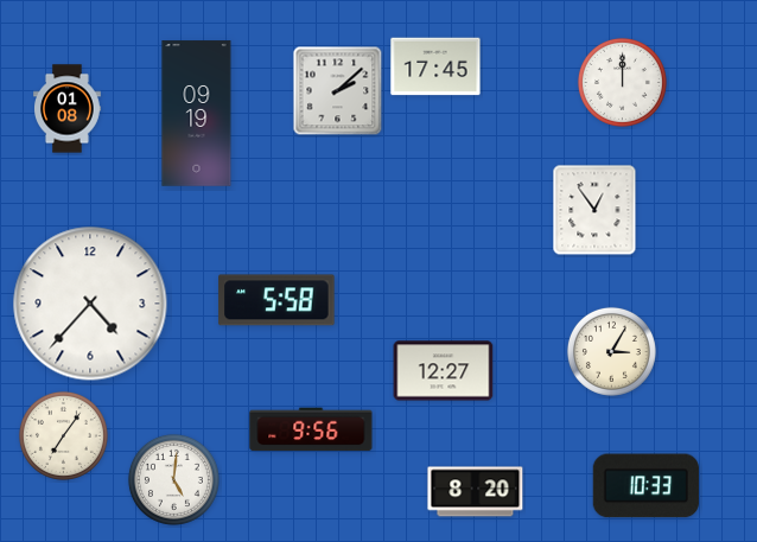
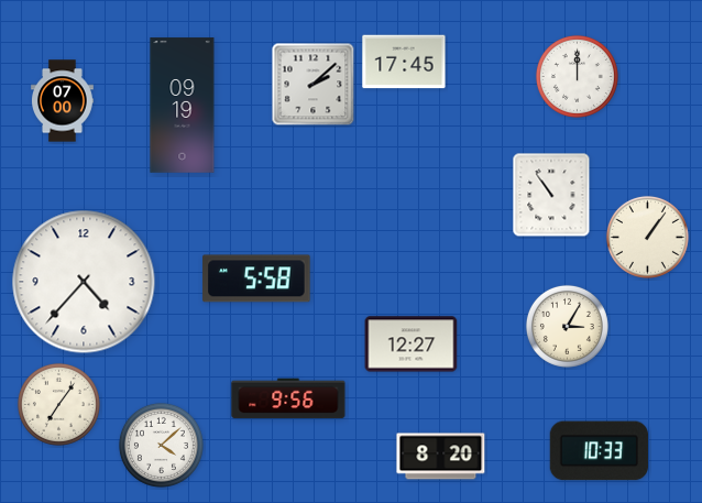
clock at (68, 109): 01:08 -> 07:00
clock at (594, 210): 12:54 -> 10:54
clock at (647, 237): none -> 1:06
clock at (173, 479): 5:01 -> 4:08
